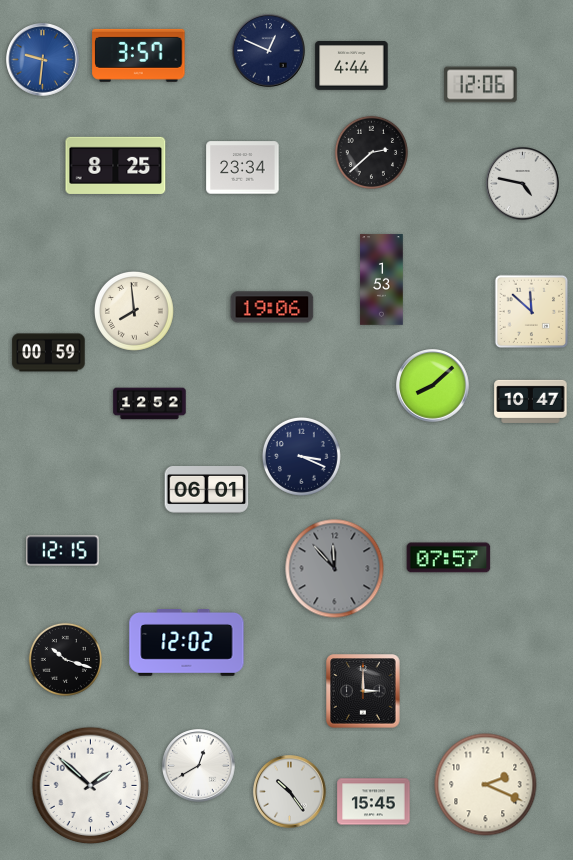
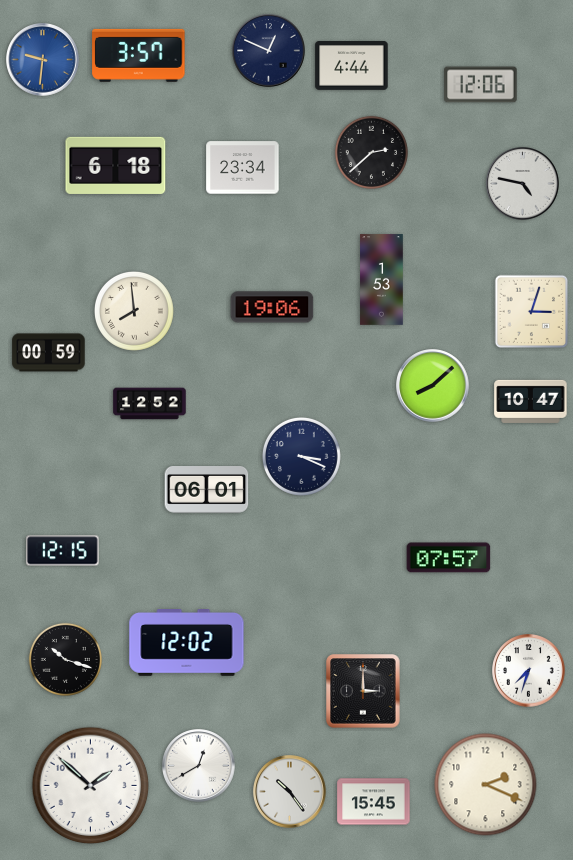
clock at (116, 165): 8:25 -> 6:18
clock at (532, 312): 11:52 -> 3:03
clock at (335, 569): 11:53 -> none
clock at (529, 671): none -> 7:33
